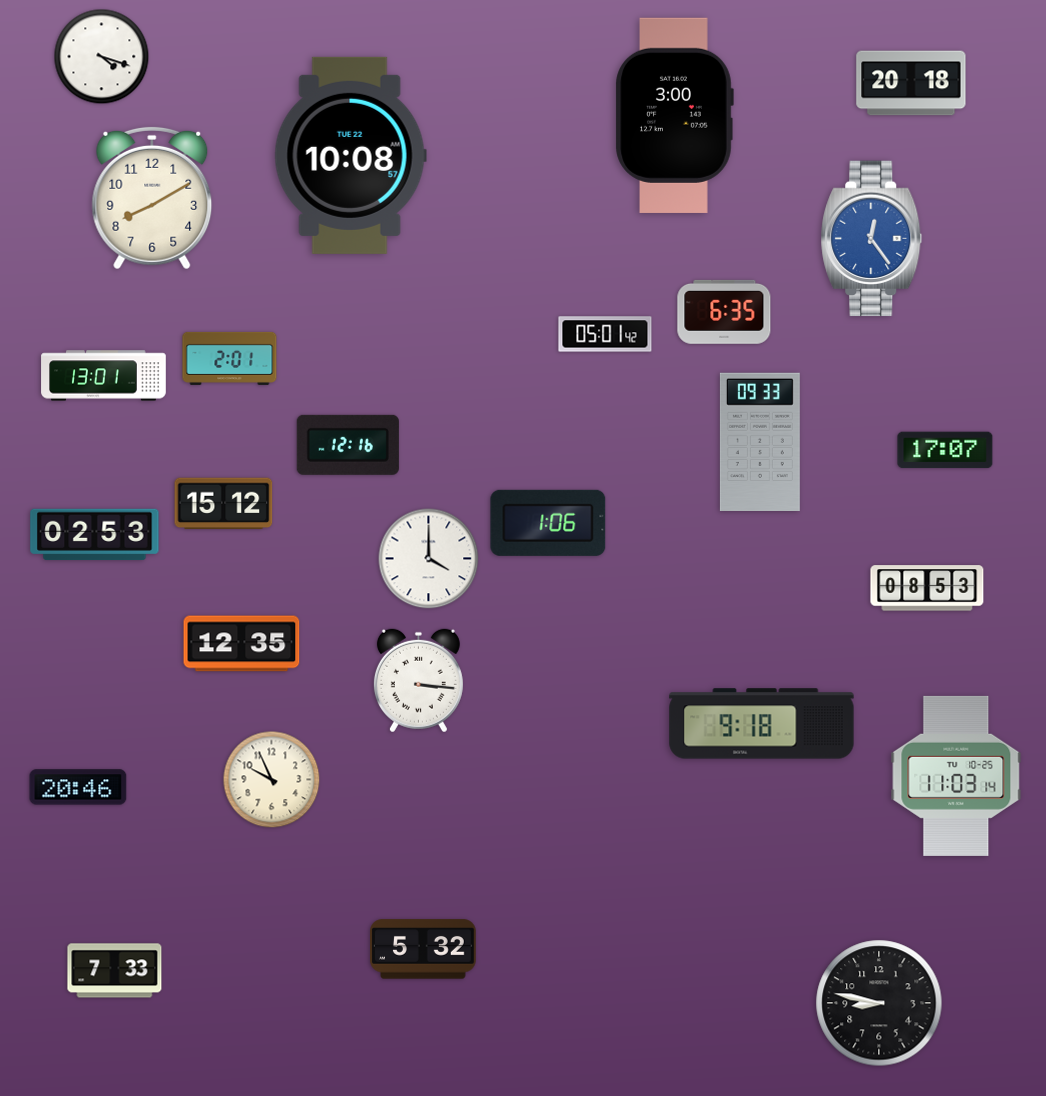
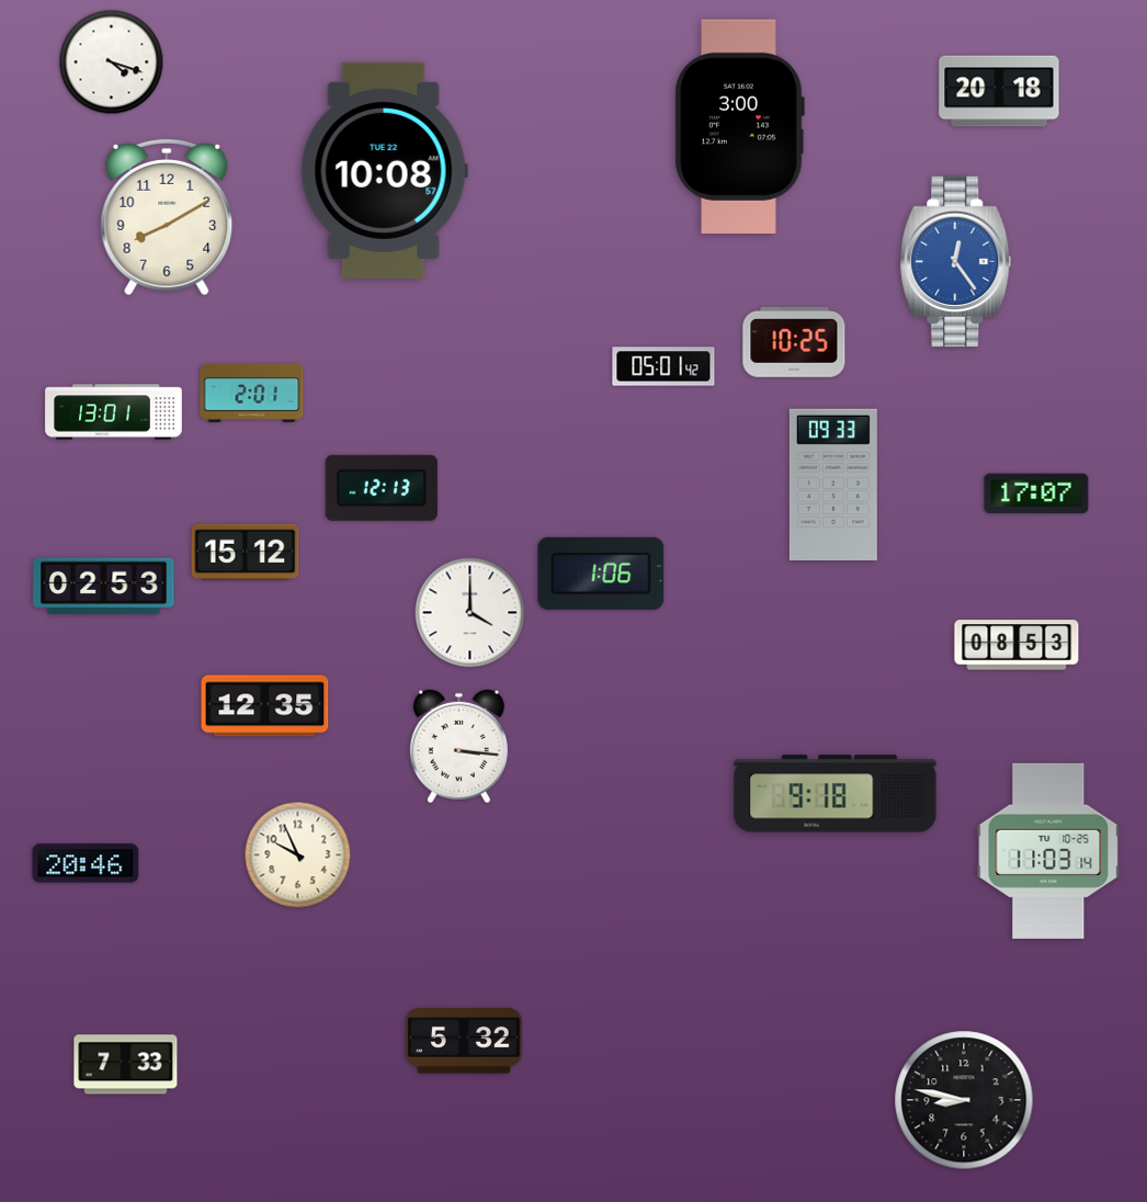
clock at (724, 312): 6:35 -> 10:25
clock at (348, 445): 12:16 -> 12:13
